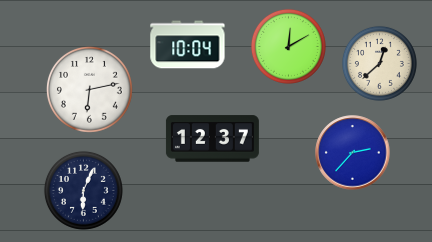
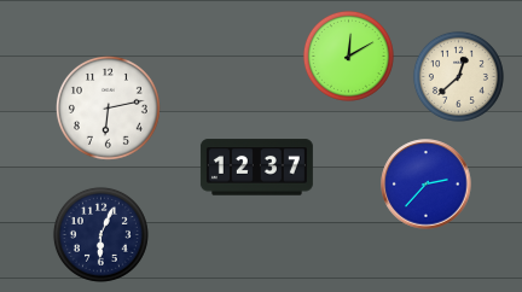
clock at (188, 45): 10:04 -> none
clock at (83, 190) position: (83, 190) -> (100, 234)
